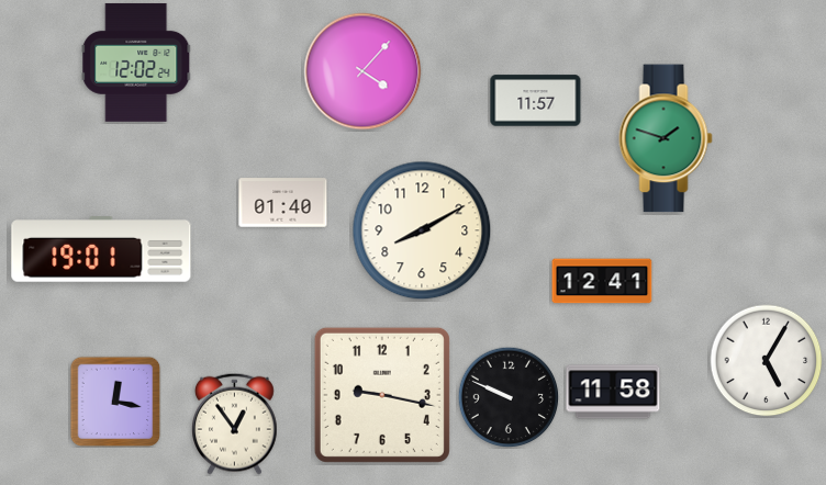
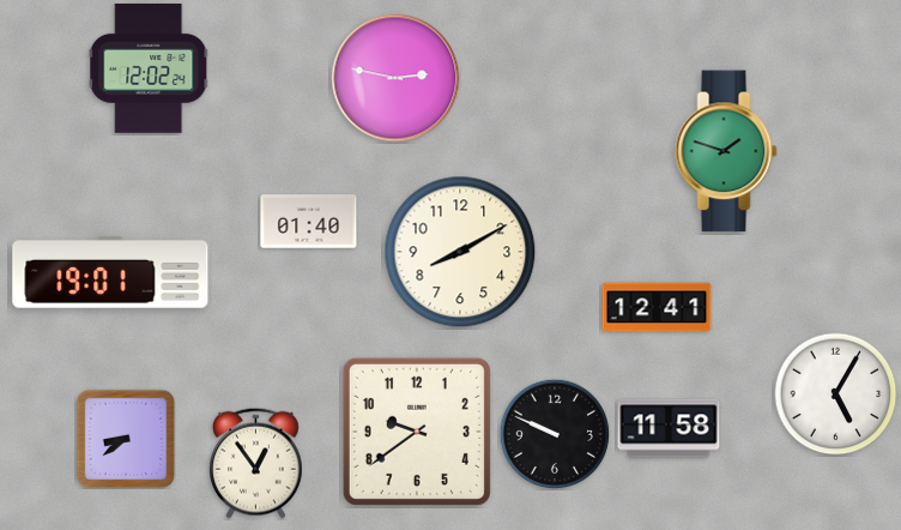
clock at (362, 71): 4:07 -> 2:47
clock at (536, 101): 11:57 -> none
clock at (382, 395): 9:17 -> 9:39
clock at (115, 402): 12:17 -> 8:39
